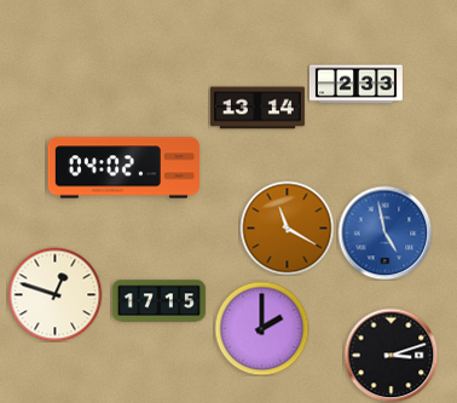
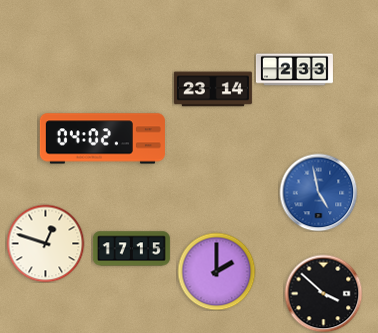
clock at (258, 108): 13:14 -> 23:14
clock at (287, 228): 11:20 -> none
clock at (391, 355): 3:12 -> 3:52
